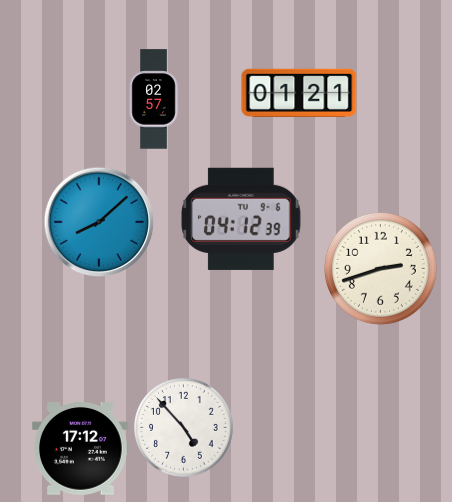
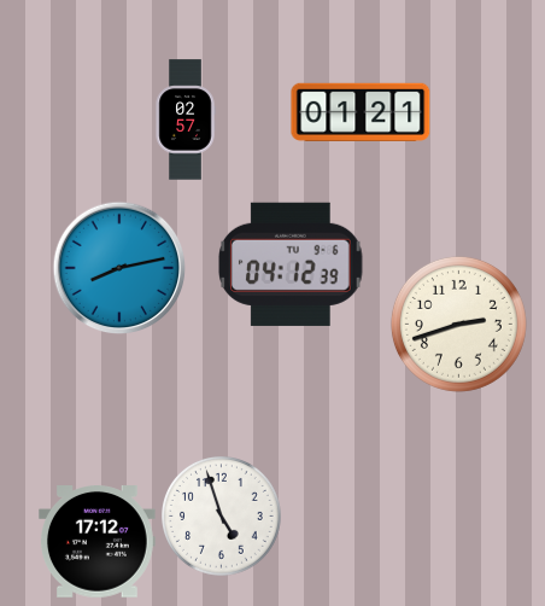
clock at (99, 222): 8:08 -> 8:13
clock at (184, 428): 4:53 -> 4:57
